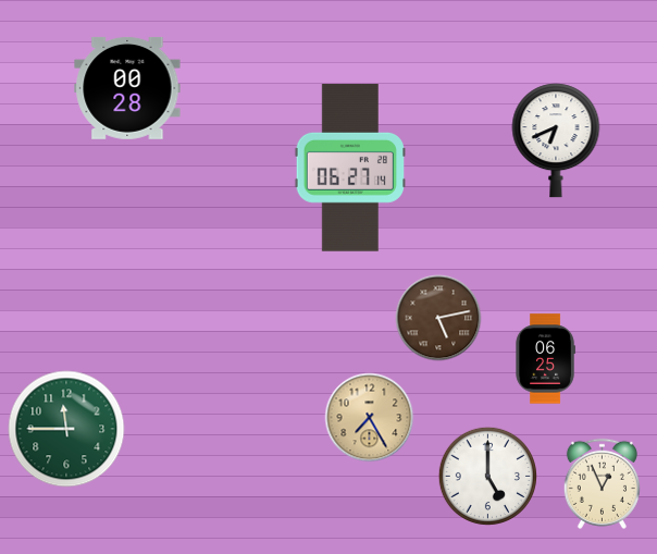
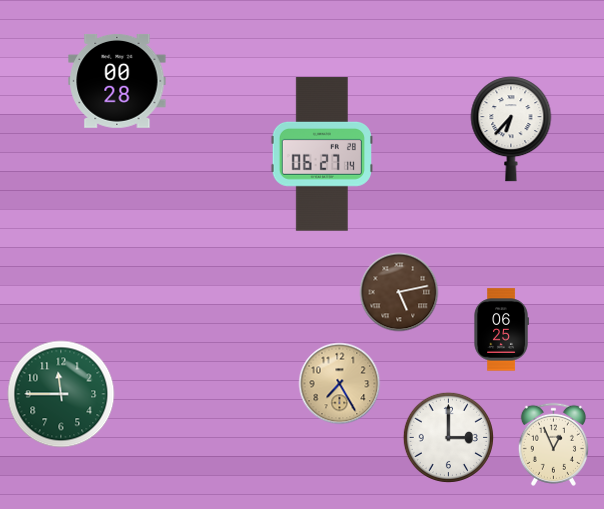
clock at (556, 140): 6:41 -> 6:37
clock at (438, 318) position: (438, 318) -> (399, 292)
clock at (487, 476): 5:00 -> 3:00
